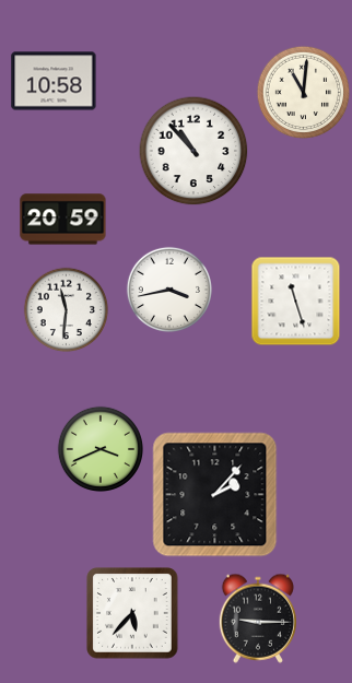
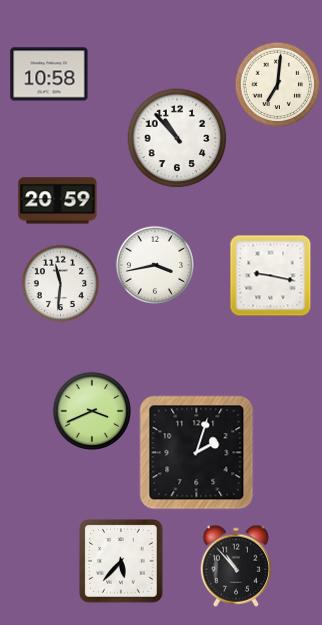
clock at (303, 92): 11:01 -> 7:01
clock at (295, 301): 11:27 -> 9:17
clock at (215, 495): 2:07 -> 2:03
clock at (257, 619): 9:15 -> 10:53
